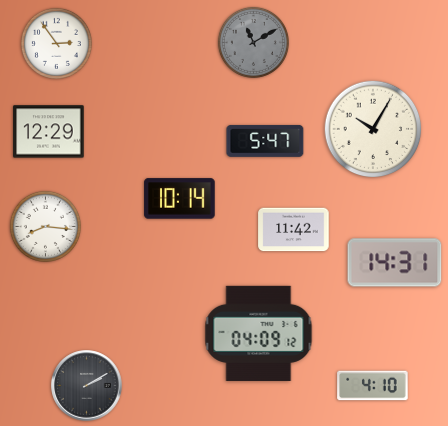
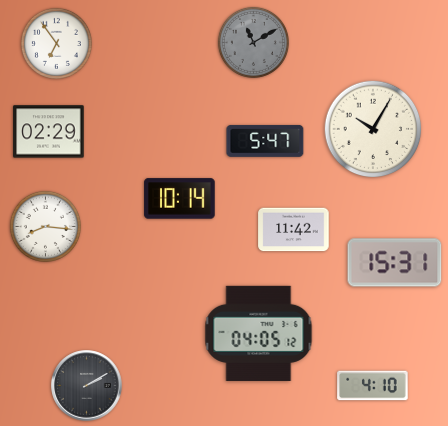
clock at (56, 43): 2:54 -> 6:54
clock at (49, 132): 12:29 -> 02:29
clock at (395, 263): 14:31 -> 15:31
clock at (259, 333): 04:09 -> 04:05
